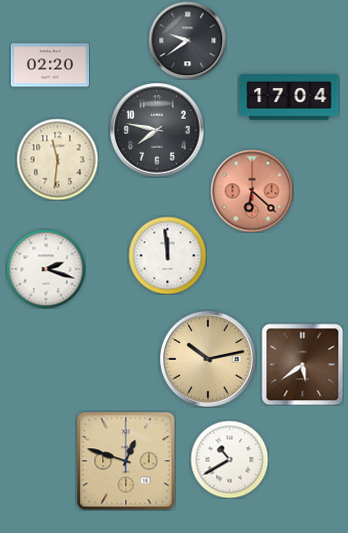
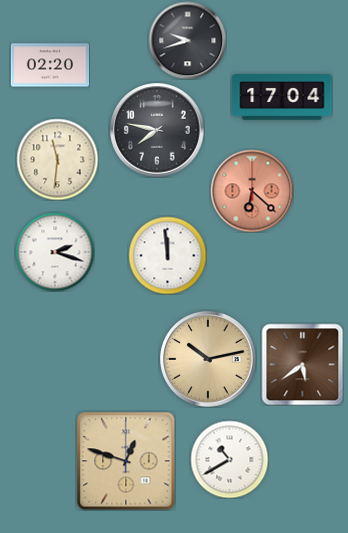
clock at (187, 40): 9:39 -> 9:42
clock at (289, 97) position: (289, 97) -> (282, 97)
clock at (46, 269) position: (46, 269) -> (55, 252)
